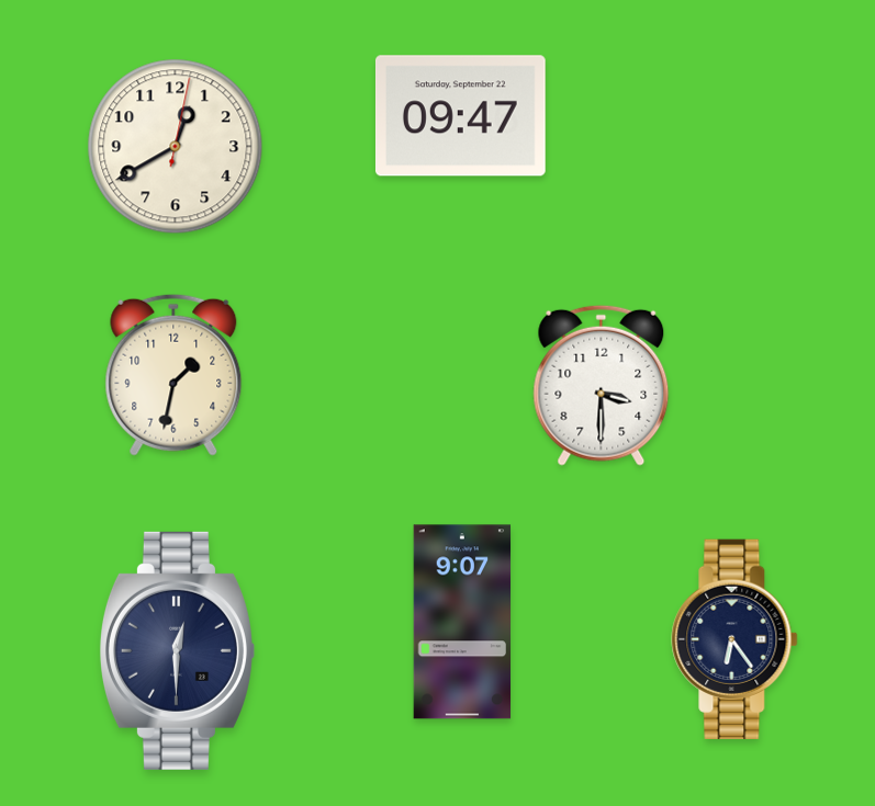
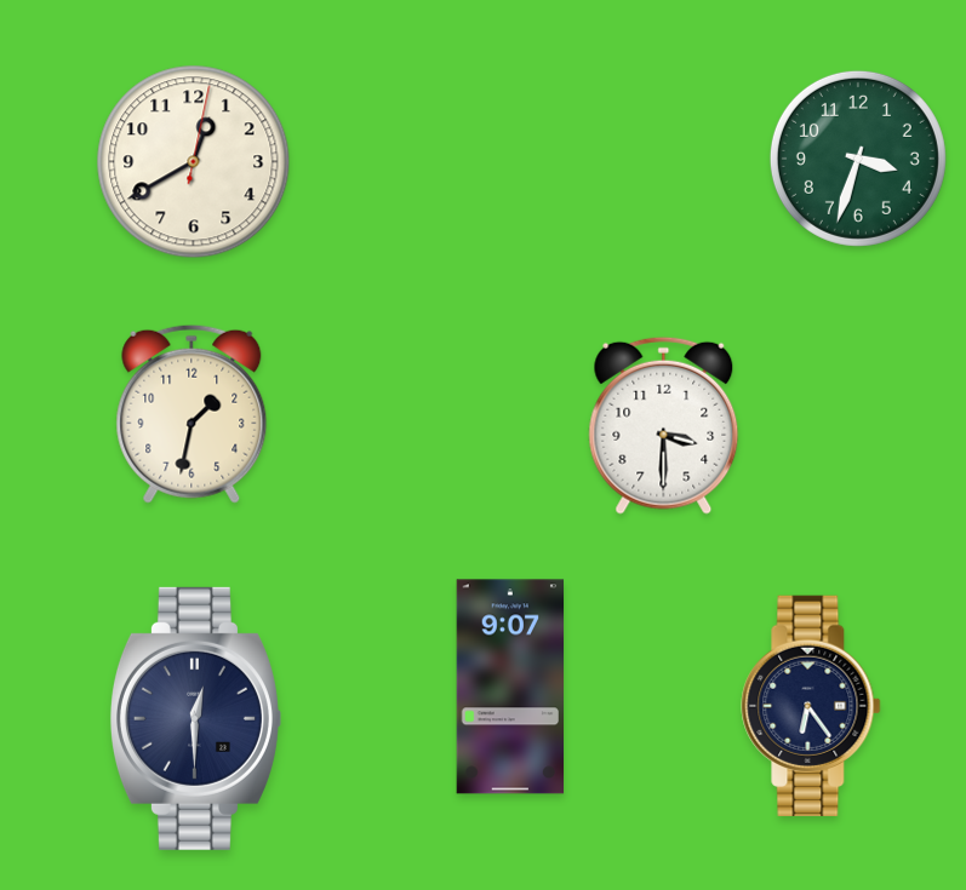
clock at (460, 116): 09:47 -> none
clock at (858, 159): none -> 3:33
